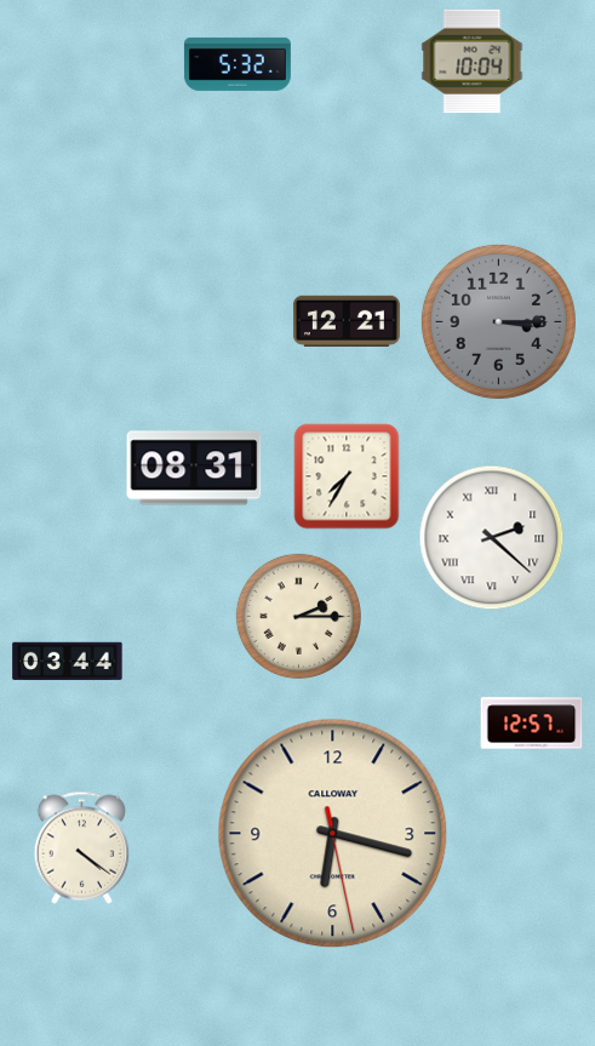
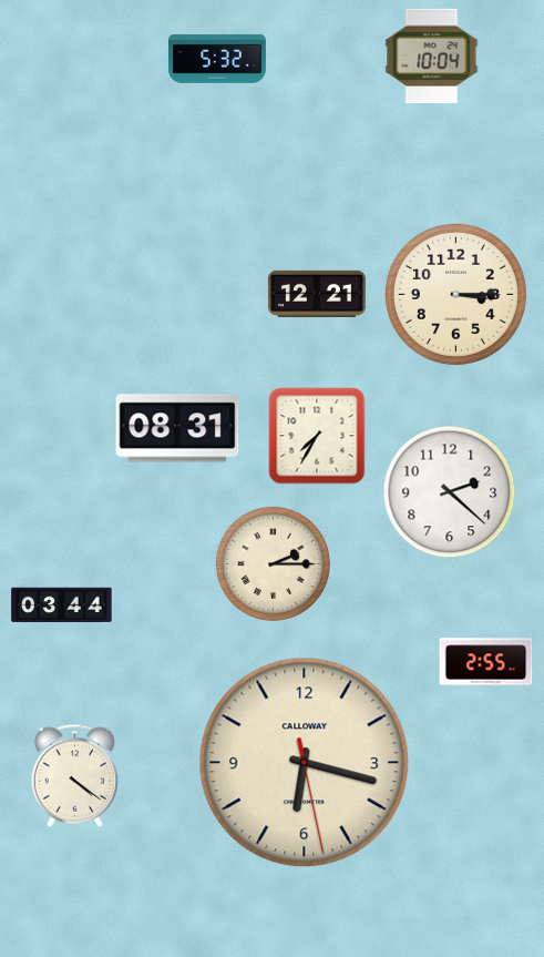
clock at (498, 321) dial: grey -> cream
clock at (492, 538) numerals: Roman -> Arabic
clock at (532, 724): 12:57 -> 2:55
